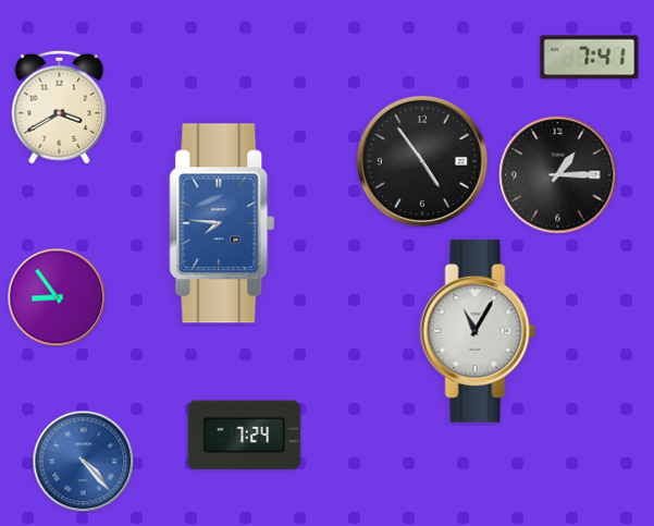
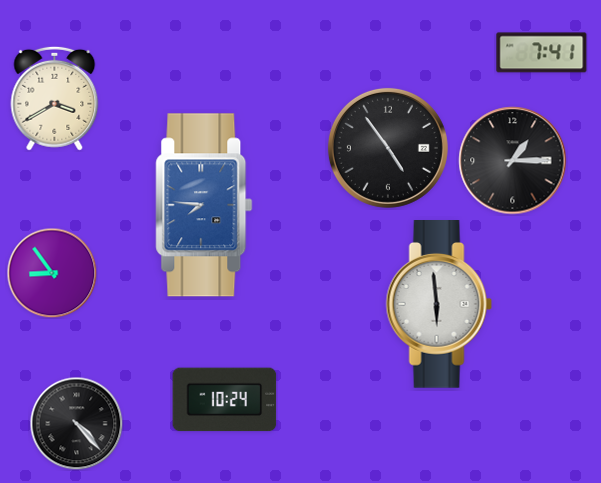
clock at (478, 332): 11:05 -> 5:59
clock at (245, 436): 7:24 -> 10:24
clock at (83, 461) dial: blue -> black
